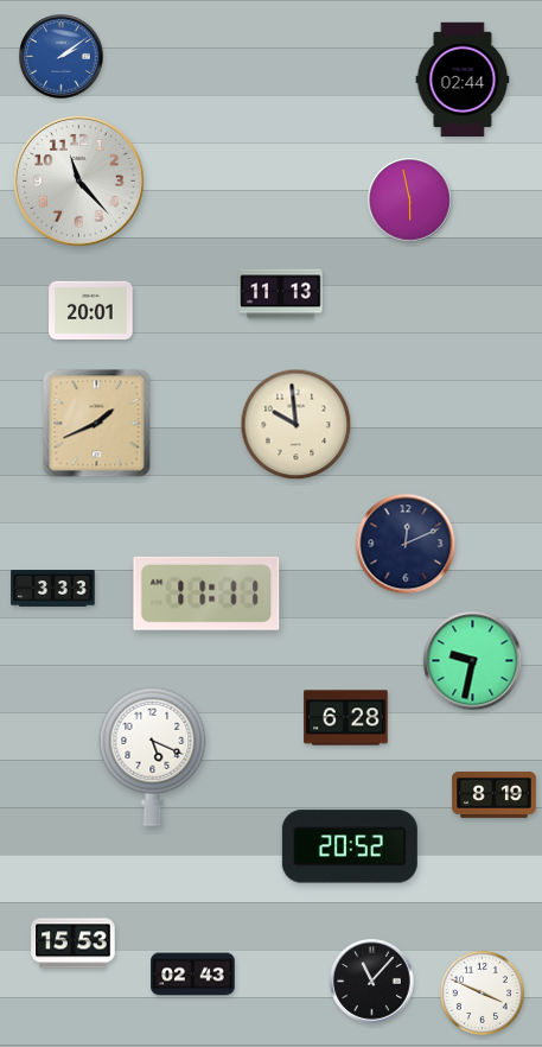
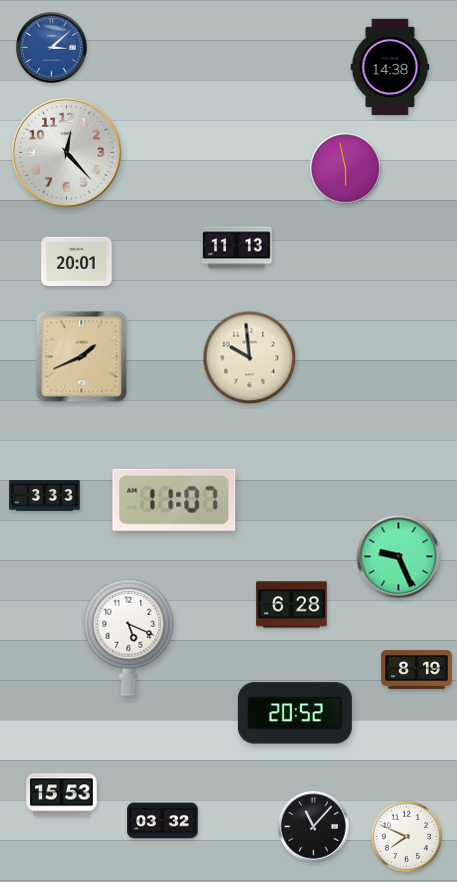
clock at (62, 57): 2:09 -> 3:08
clock at (463, 80): 02:44 -> 14:38
clock at (78, 180): 11:23 -> 12:23
clock at (406, 544): 12:11 -> none
clock at (206, 594): 11:11 -> 11:07
clock at (473, 661): 9:32 -> 9:26
clock at (193, 975): 02:43 -> 03:32
clock at (482, 992): 3:49 -> 7:49
